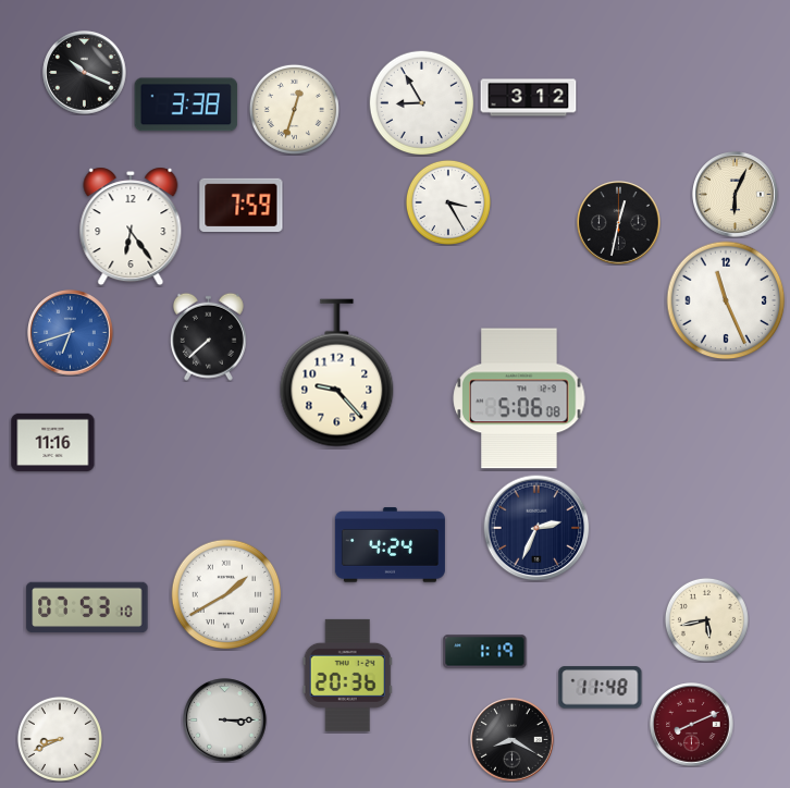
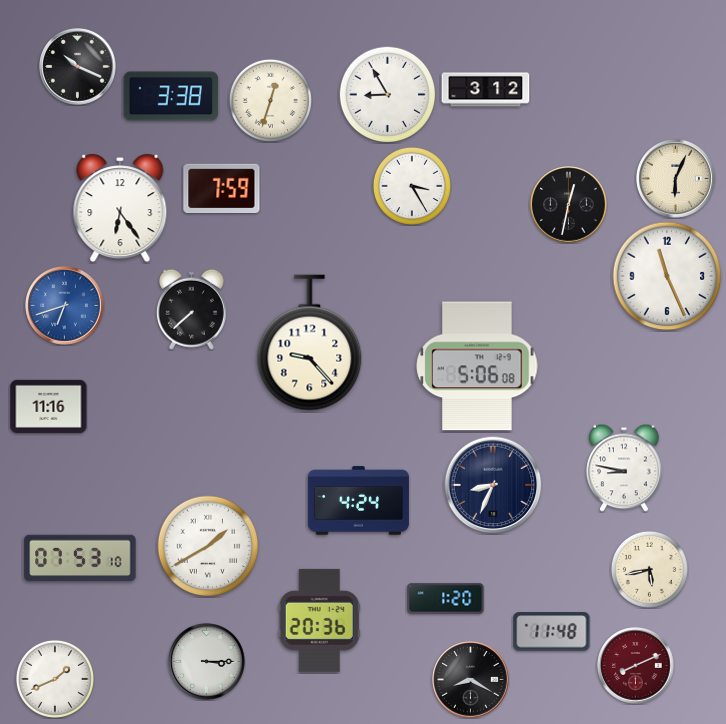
clock at (624, 468): none -> 8:47
clock at (536, 528): 2:34 -> 8:34
clock at (485, 652): 1:19 -> 1:20
clock at (60, 739): 8:41 -> 1:41
